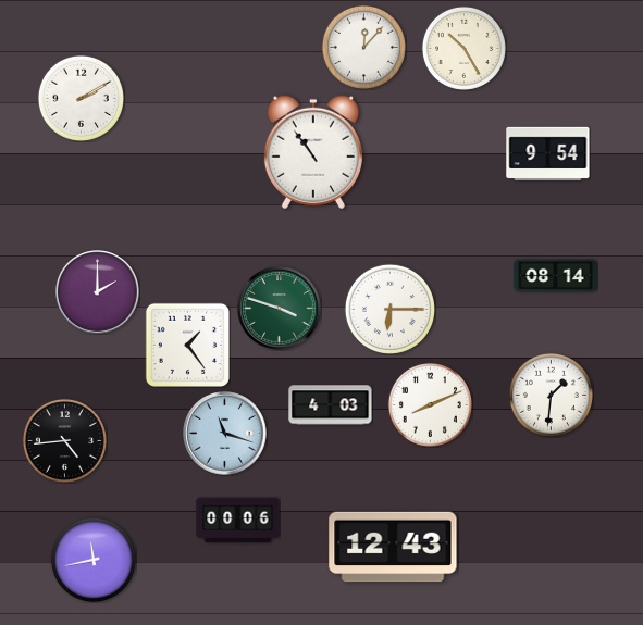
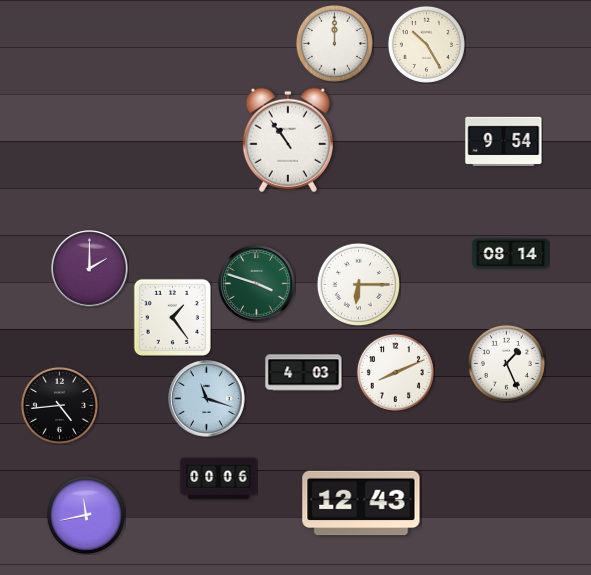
clock at (363, 47): 12:07 -> 12:00
clock at (81, 98): 2:10 -> none
clock at (551, 395): 1:31 -> 1:26
